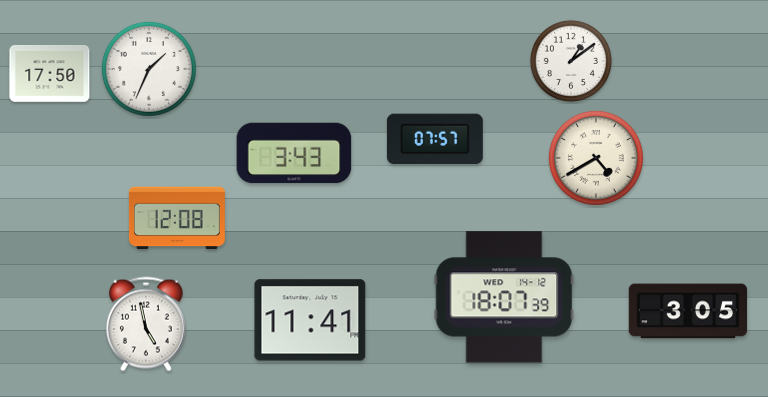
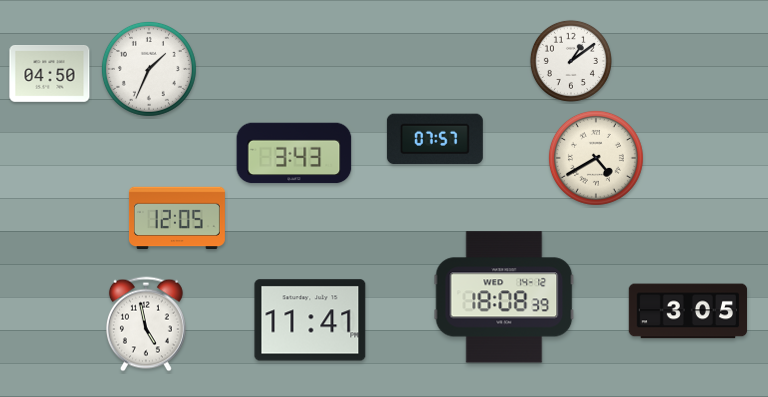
clock at (50, 74): 17:50 -> 04:50
clock at (177, 218): 12:08 -> 12:05
clock at (504, 297): 18:07 -> 18:08
